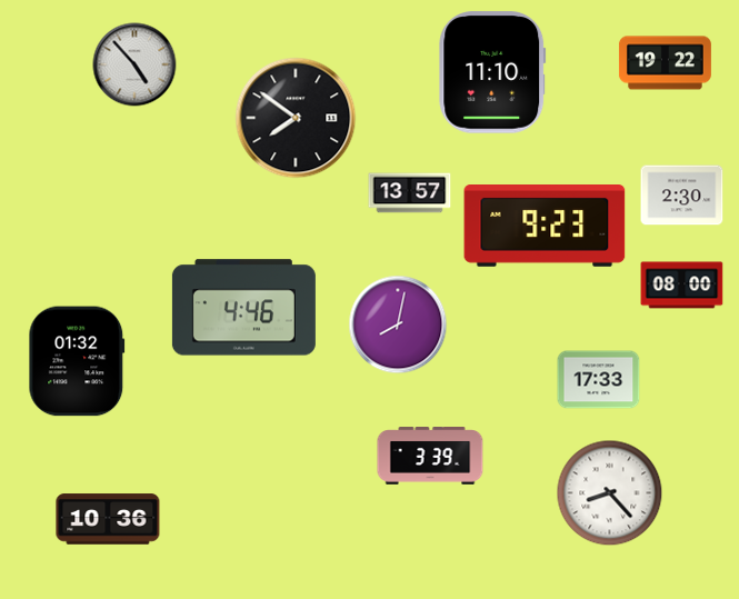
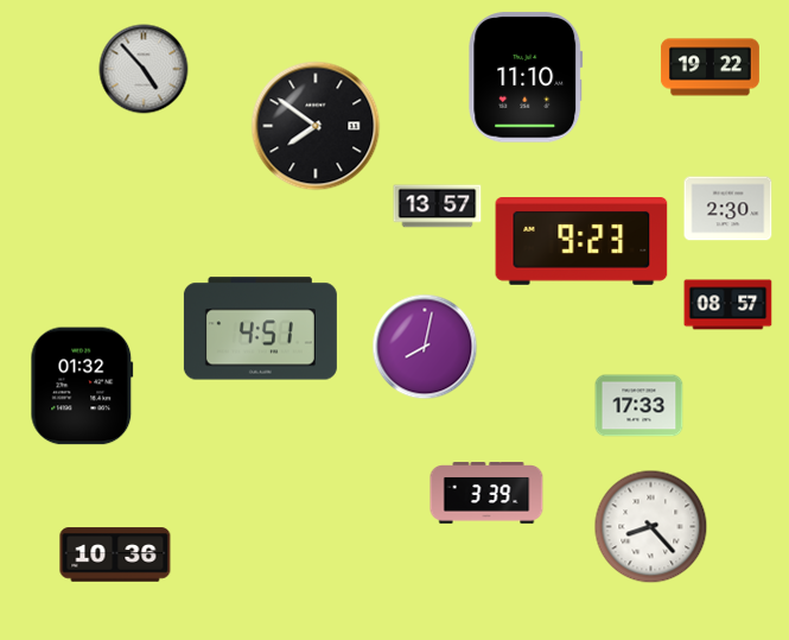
clock at (682, 286): 08:00 -> 08:57
clock at (243, 308): 4:46 -> 4:51
clock at (430, 456) position: (430, 456) -> (486, 493)
